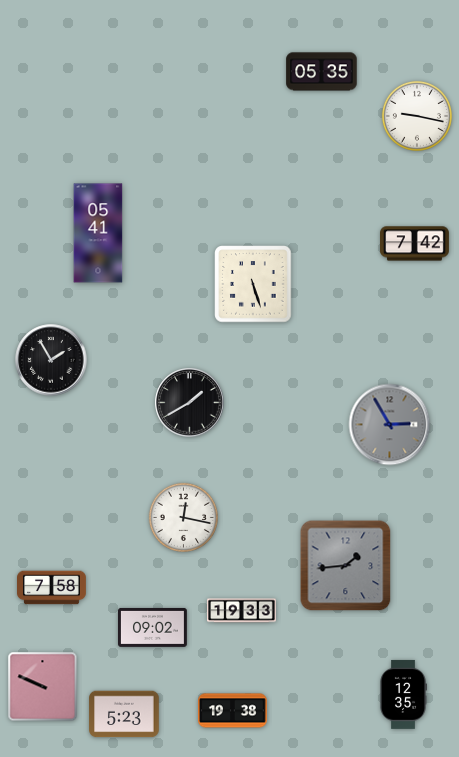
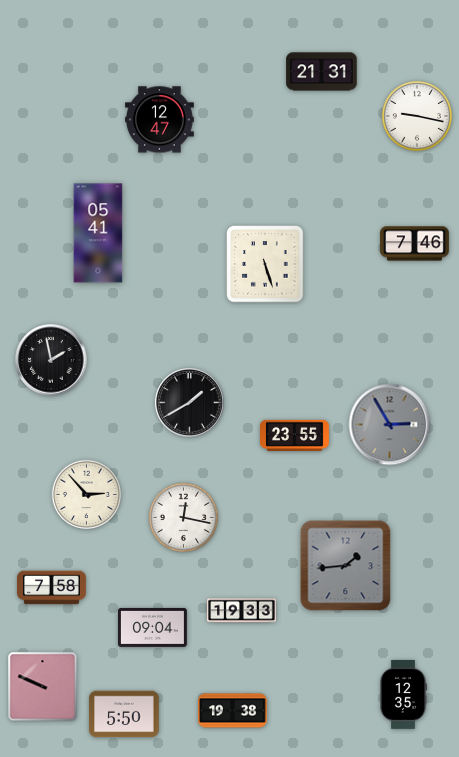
clock at (322, 72): 05:35 -> 21:31
clock at (160, 120): none -> 12:47
clock at (415, 244): 7:42 -> 7:46
clock at (253, 284) position: (253, 284) -> (265, 264)
clock at (51, 360): 1:55 -> 1:58
clock at (295, 435): none -> 23:55
clock at (86, 494): none -> 2:53
clock at (153, 627): 09:02 -> 09:04
clock at (124, 714): 5:23 -> 5:50
